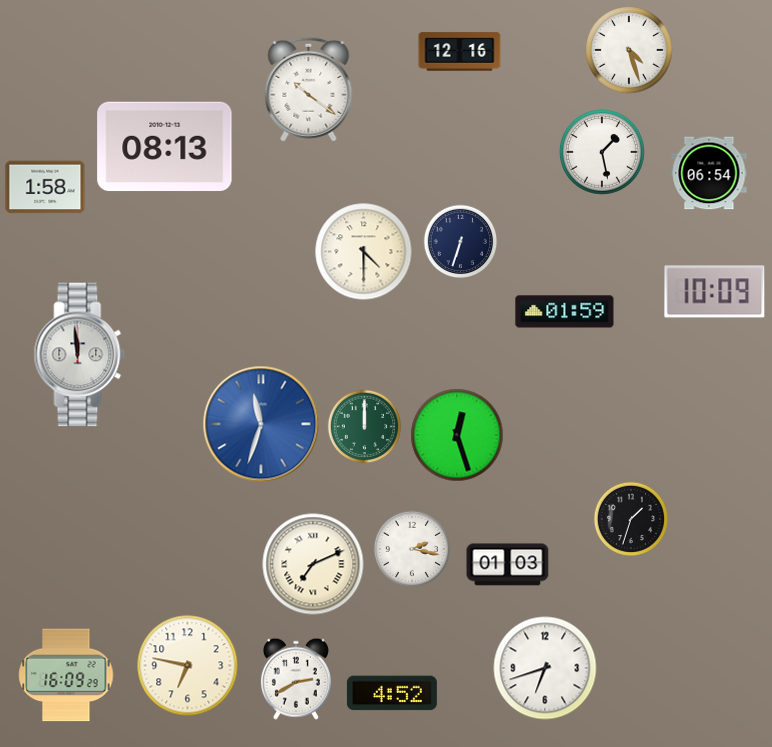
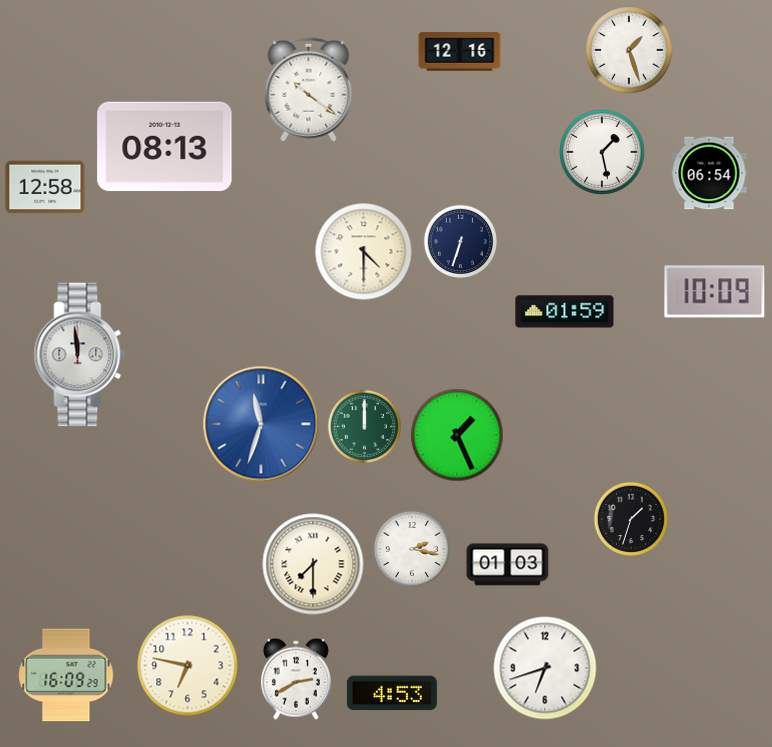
clock at (629, 50): 4:27 -> 1:27
clock at (45, 187): 1:58 -> 12:58
clock at (457, 435): 12:27 -> 1:26
clock at (313, 564): 7:11 -> 7:30
clock at (392, 693): 4:52 -> 4:53
